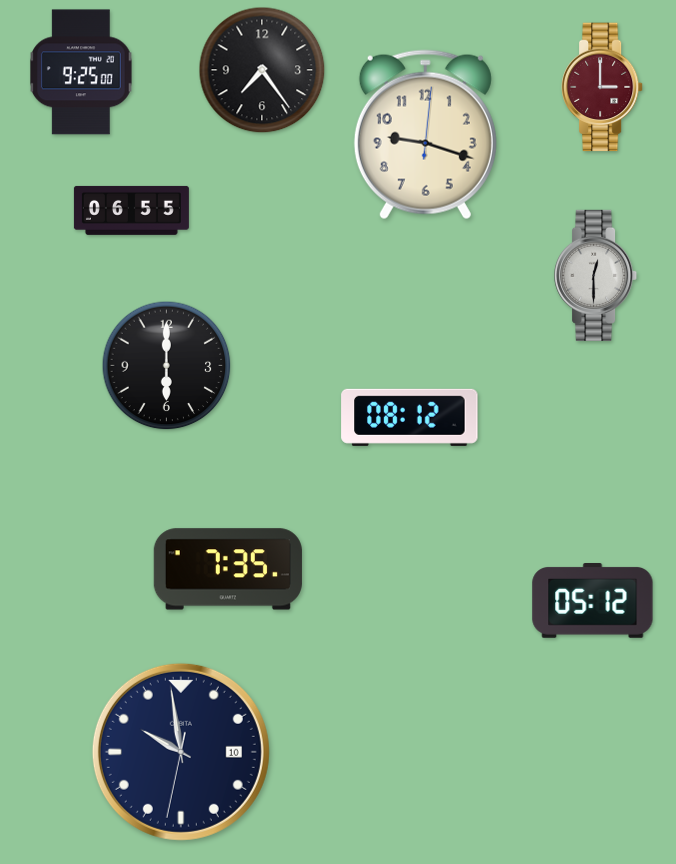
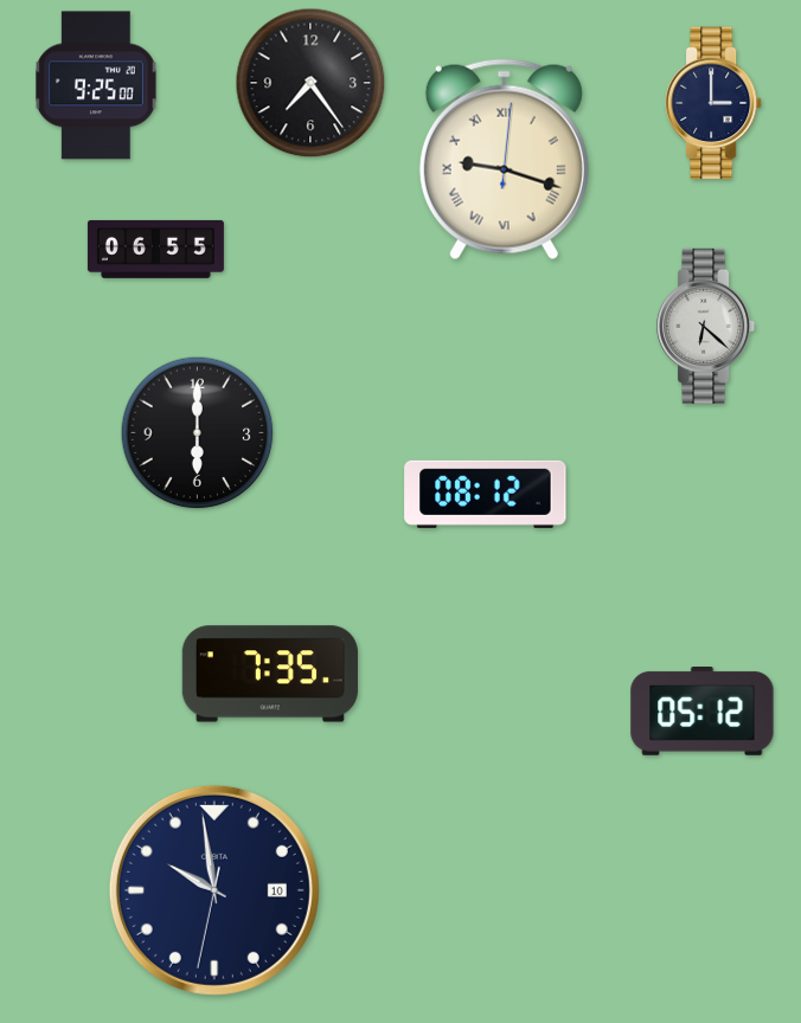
clock at (602, 87) dial: burgundy -> navy
clock at (425, 135) numerals: Arabic -> Roman
clock at (596, 275): 12:30 -> 6:22
